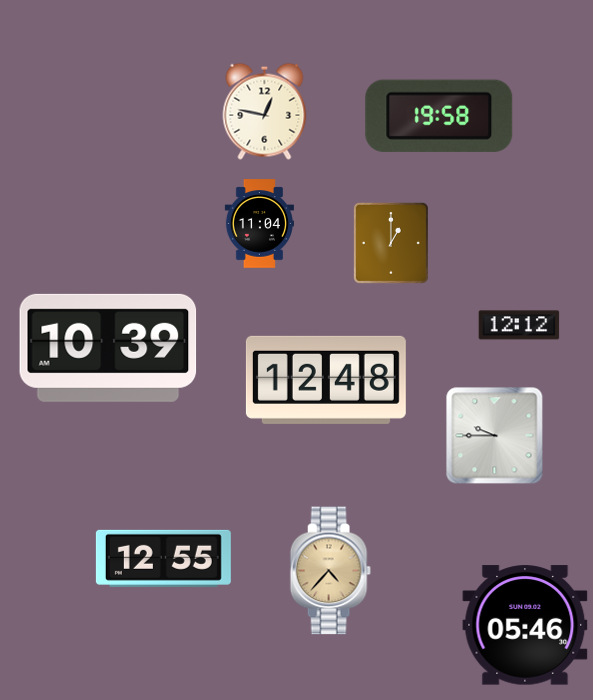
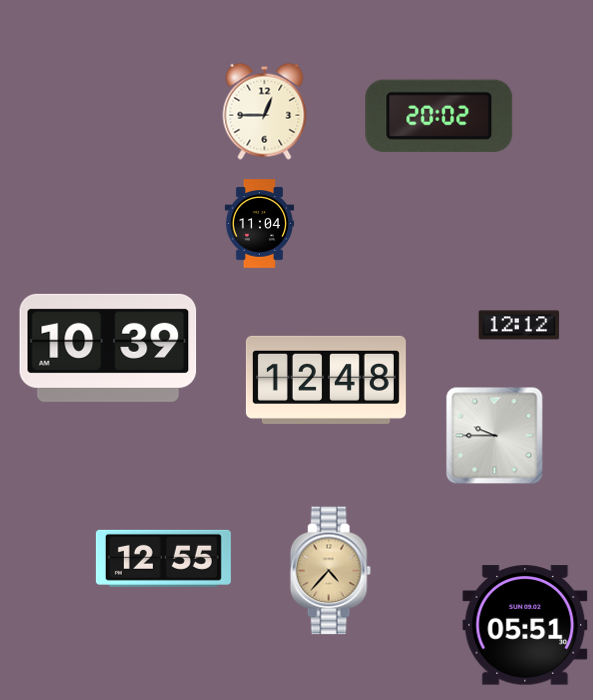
clock at (265, 111): 12:47 -> 12:45
clock at (439, 116): 19:58 -> 20:02
clock at (391, 243): 1:00 -> none
clock at (525, 625): 05:46 -> 05:51
